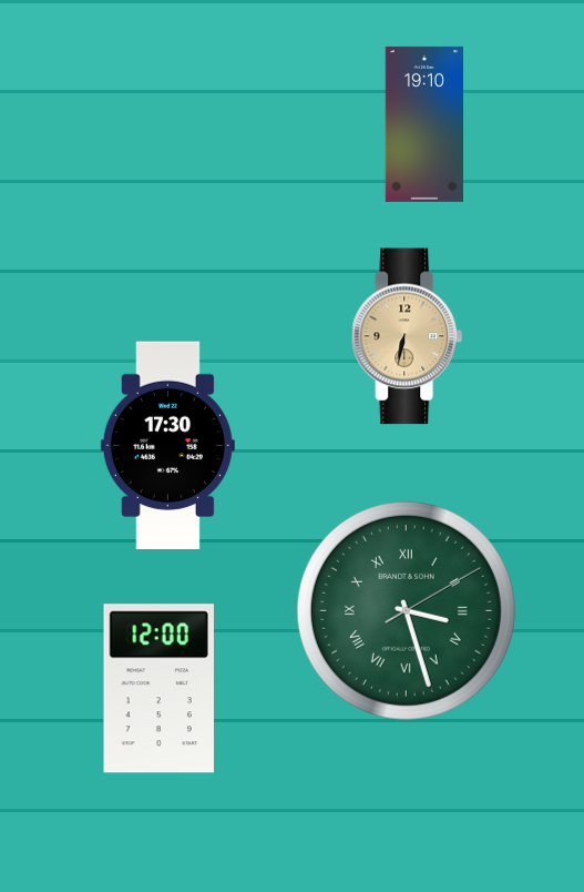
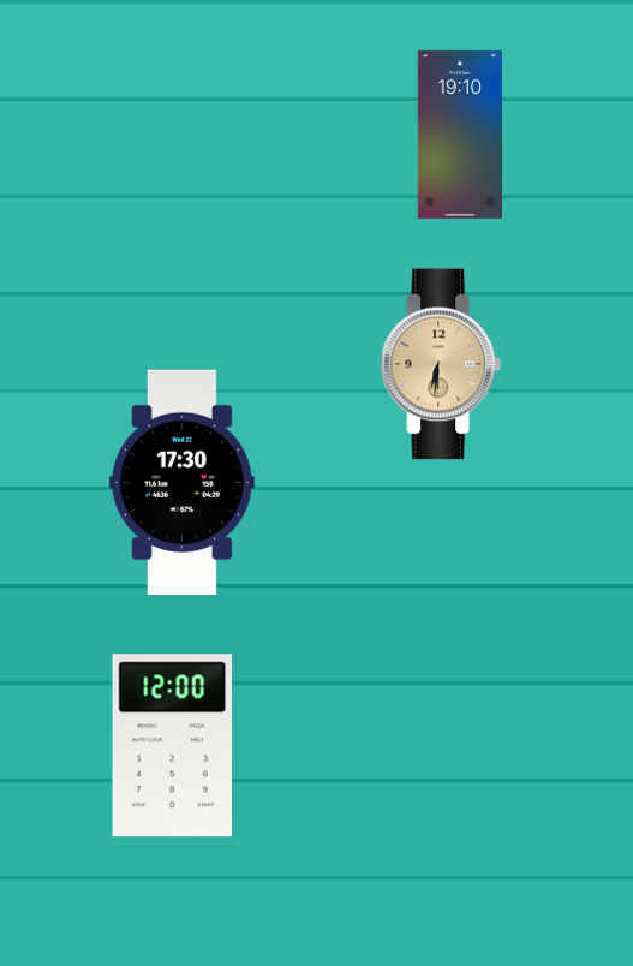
clock at (407, 336): 6:32 -> 6:31
clock at (406, 610): 3:27 -> none
